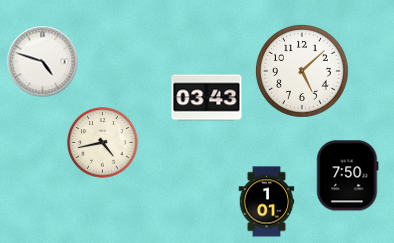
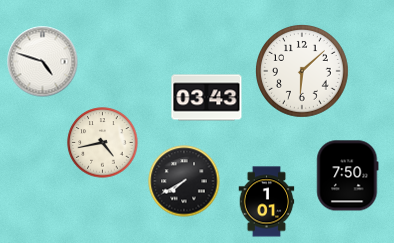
clock at (303, 72): 5:08 -> 6:08
clock at (184, 181): none -> 7:40
